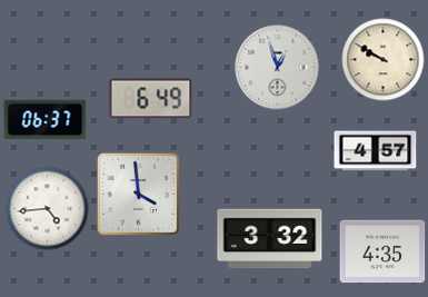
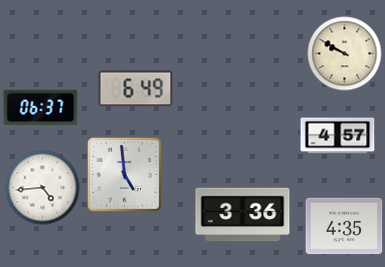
clock at (278, 68): 12:57 -> none
clock at (138, 194): 3:59 -> 4:59
clock at (270, 239): 3:32 -> 3:36
